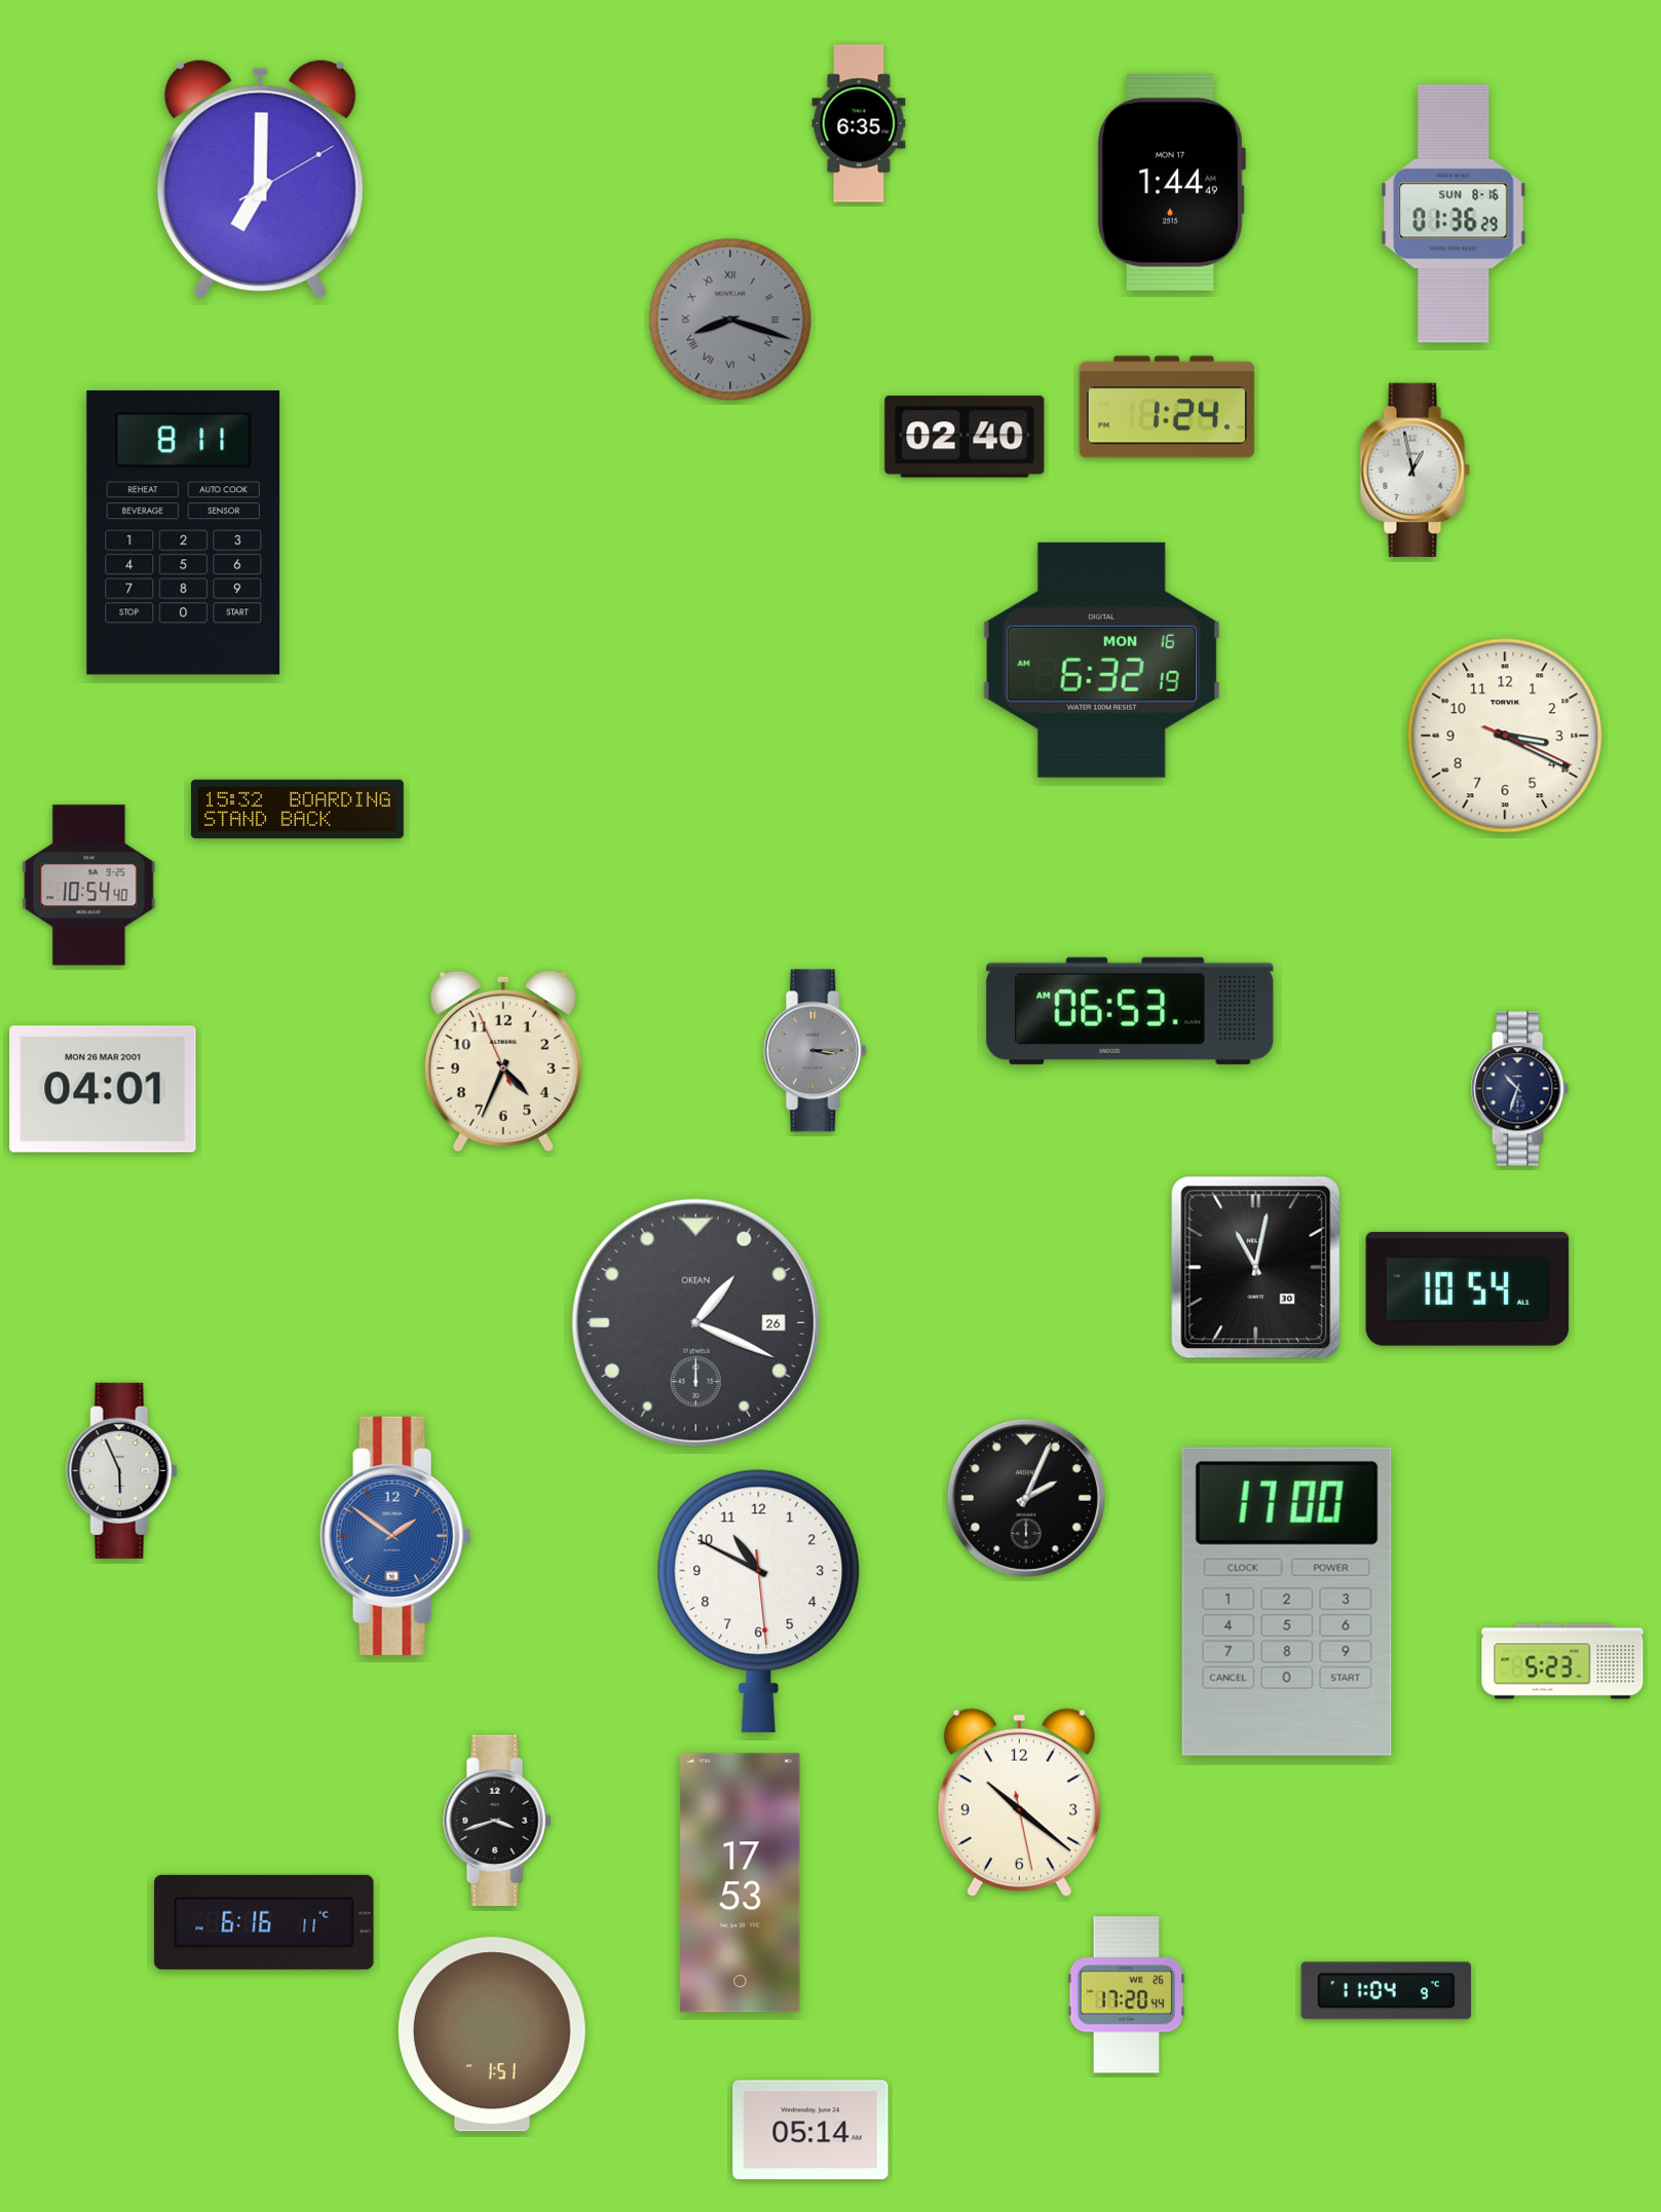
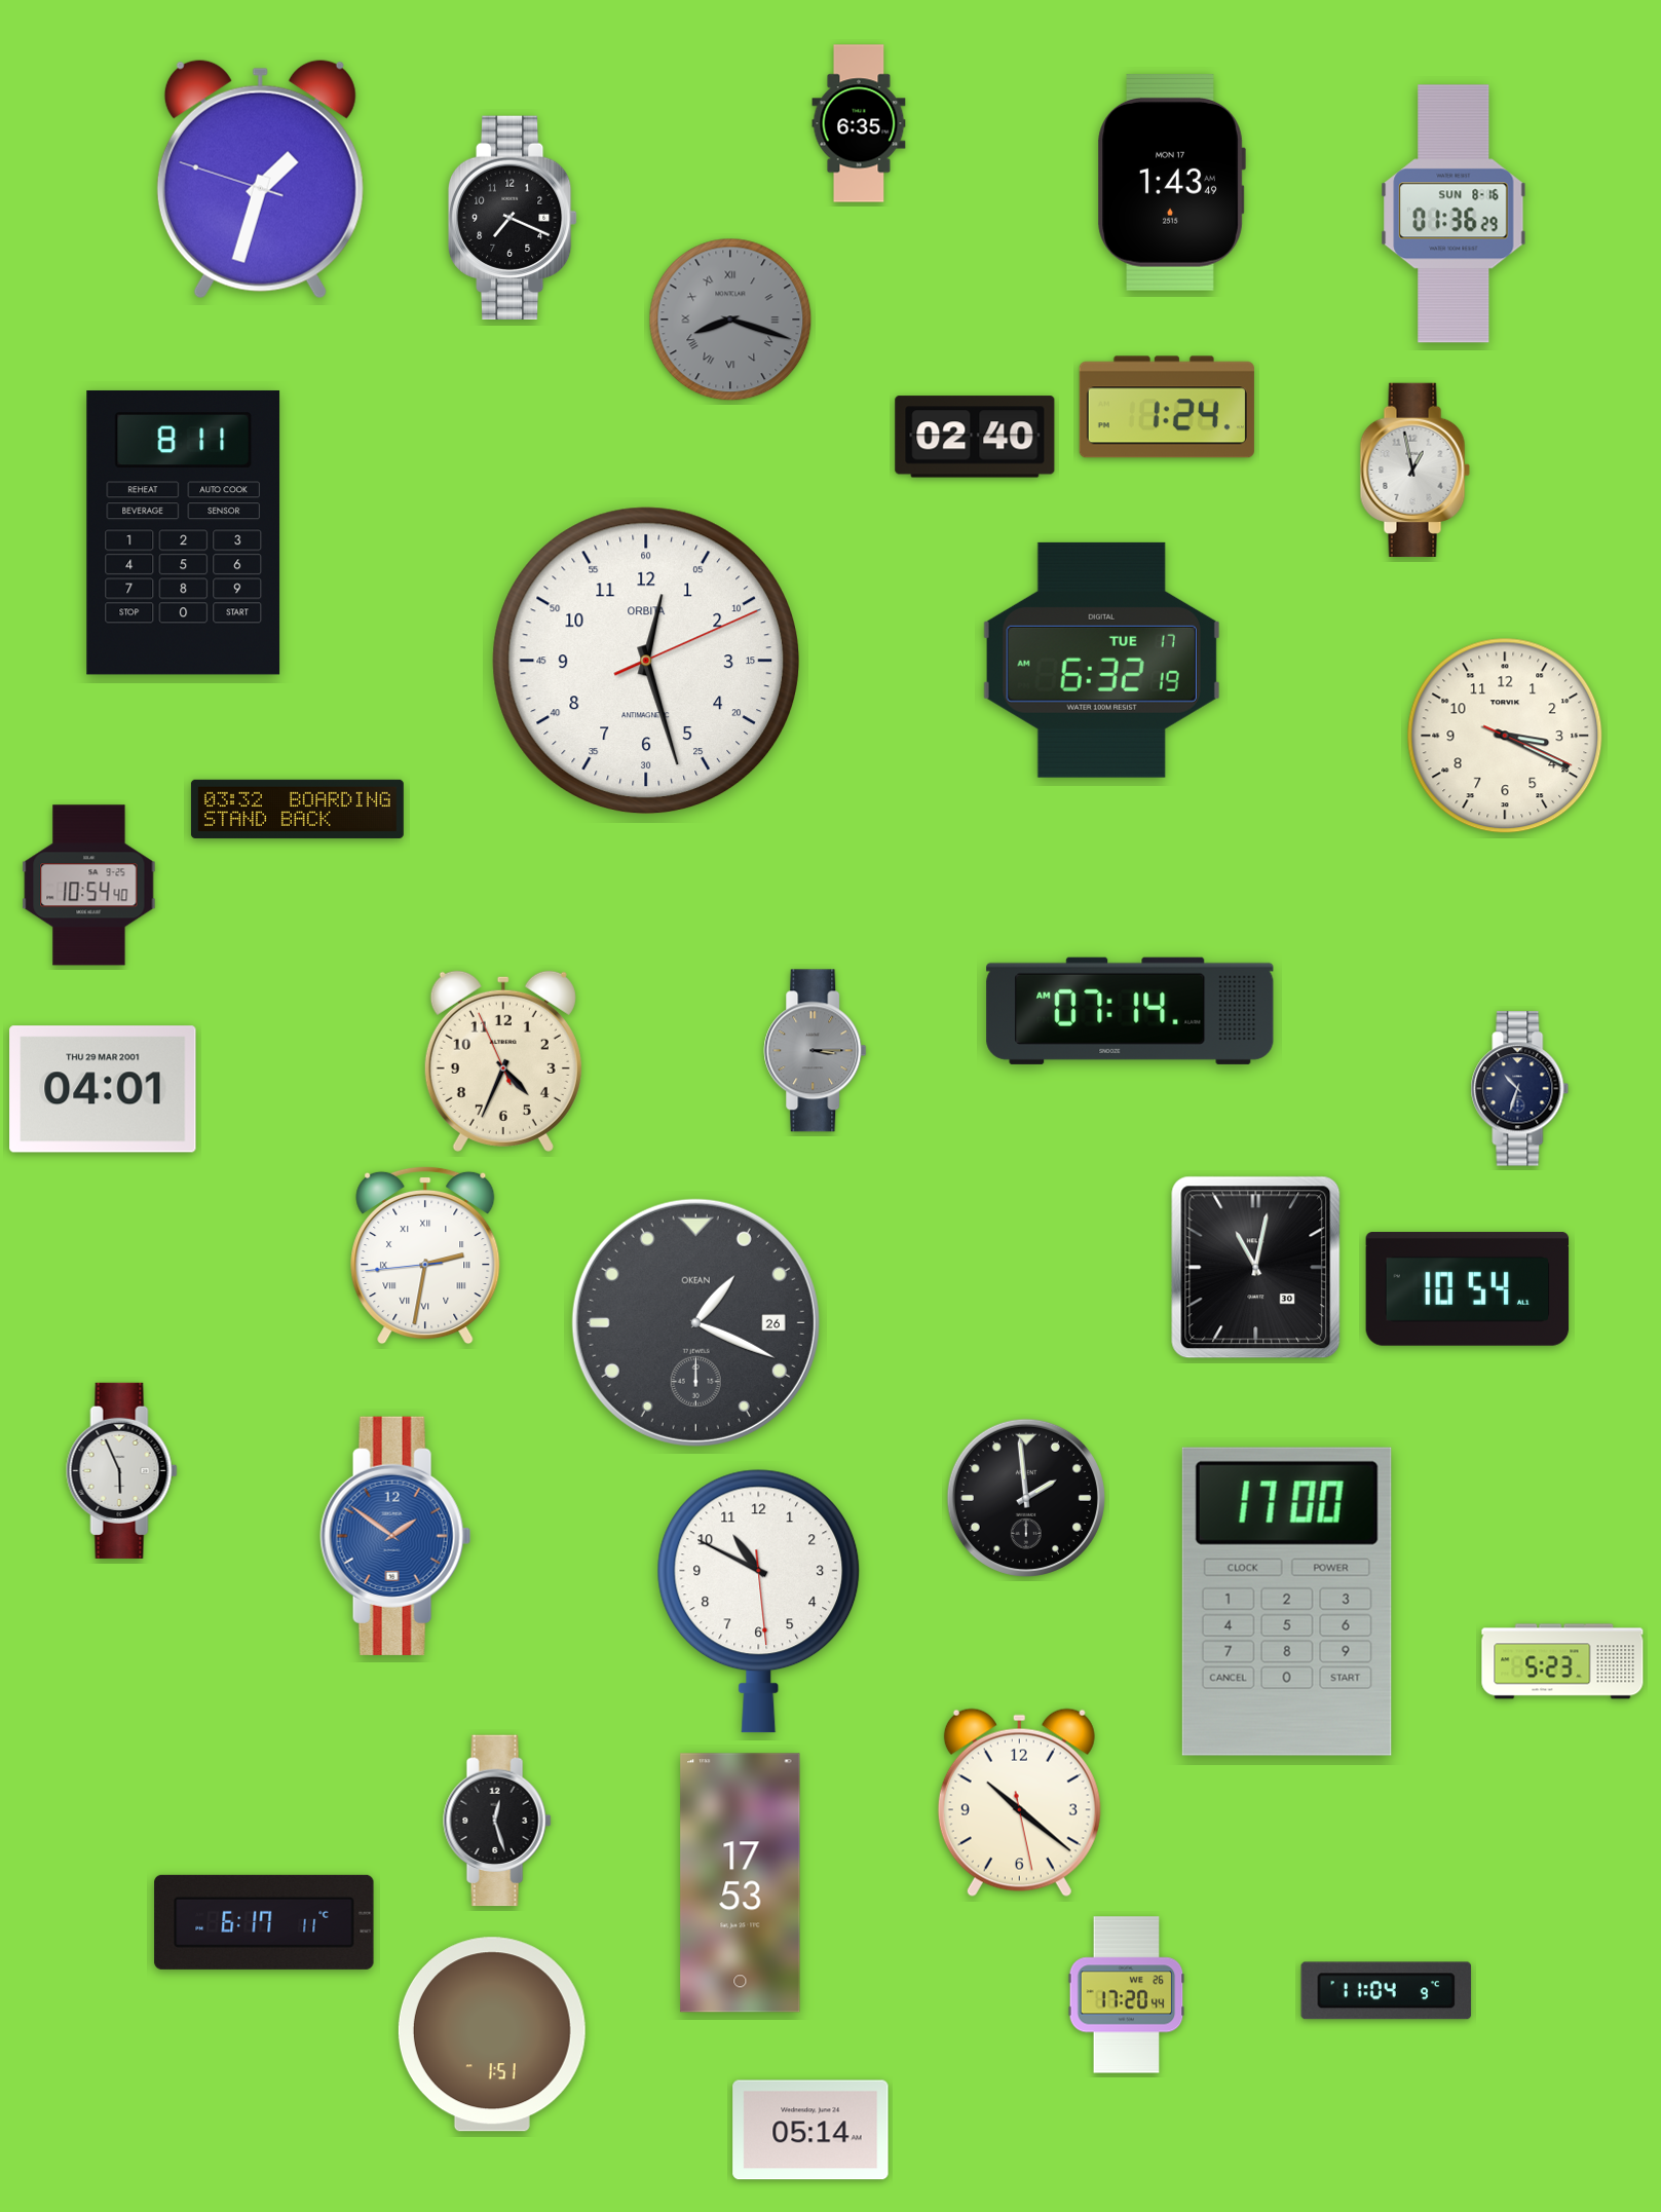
clock at (260, 179): 7:00 -> 1:32
clock at (1171, 182): 1:44 -> 1:43
clock at (513, 217): none -> 7:19
clock at (965, 437) position: (965, 437) -> (975, 437)
clock at (645, 660): none -> 12:27
clock at (1101, 660) date: MON 16 -> TUE 17
clock at (297, 809): 15:32 -> 03:32
clock at (1130, 1011): 06:53 -> 07:14
clock at (103, 1089) date: MON 26 MAR 2001 -> THU 29 MAR 2001
clock at (425, 1255): none -> 2:31
clock at (1026, 1498): 2:04 -> 1:59
clock at (497, 1821): 3:42 -> 12:27
clock at (264, 1922): 6:16 -> 6:17
